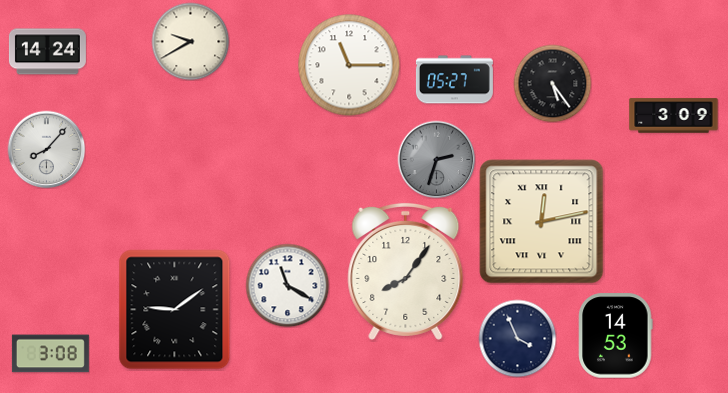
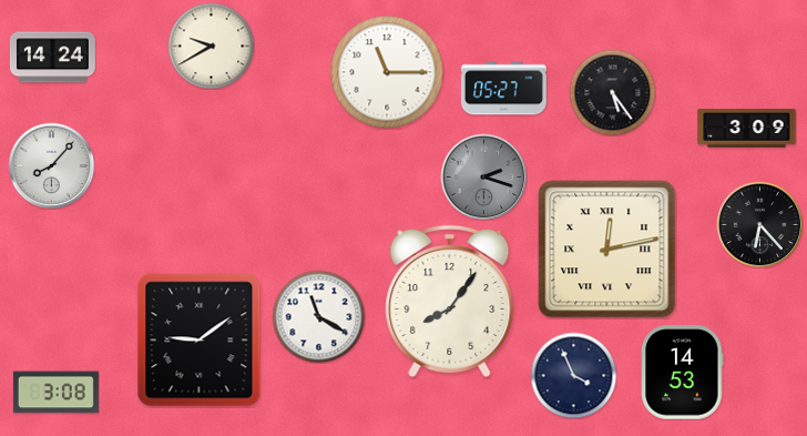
clock at (436, 159): 2:33 -> 2:18
clock at (759, 224): none -> 6:23
clock at (542, 222) position: (542, 222) -> (607, 250)
clock at (175, 310) position: (175, 310) -> (200, 341)
